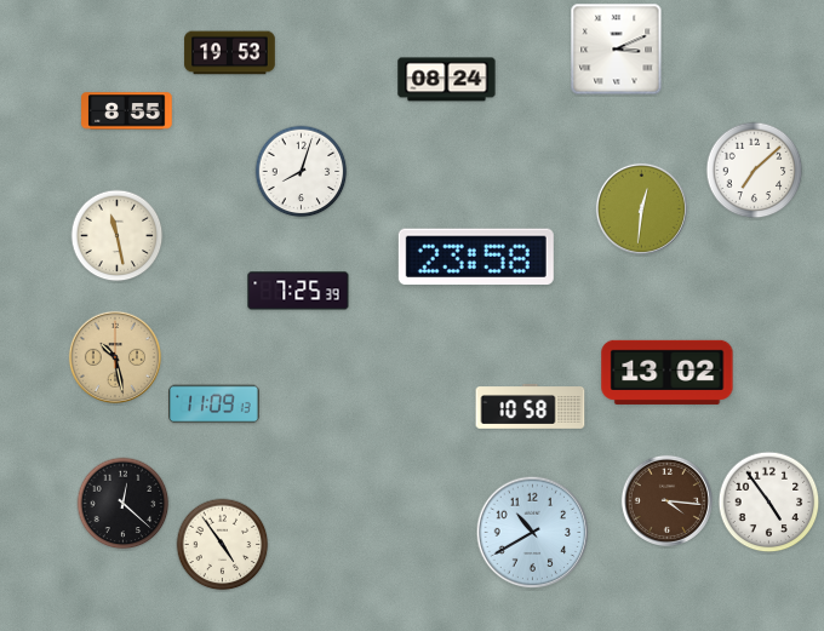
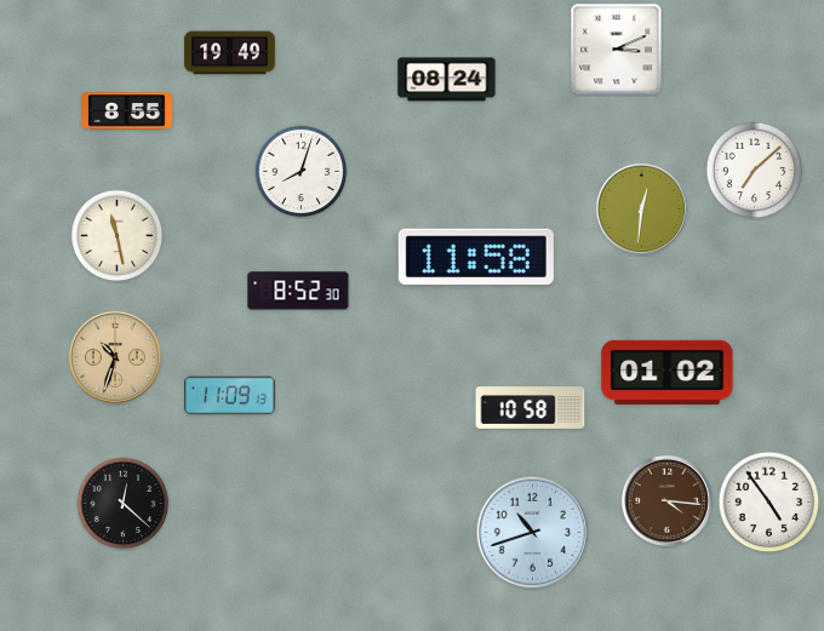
clock at (230, 53): 19:53 -> 19:49
clock at (476, 256): 23:58 -> 11:58
clock at (298, 291): 7:25 -> 8:52
clock at (115, 357): 10:28 -> 10:33
clock at (668, 372): 13:02 -> 01:02
clock at (214, 405) position: (214, 405) -> (230, 396)
clock at (533, 533): 10:40 -> 10:42
clock at (223, 545): 4:54 -> none
